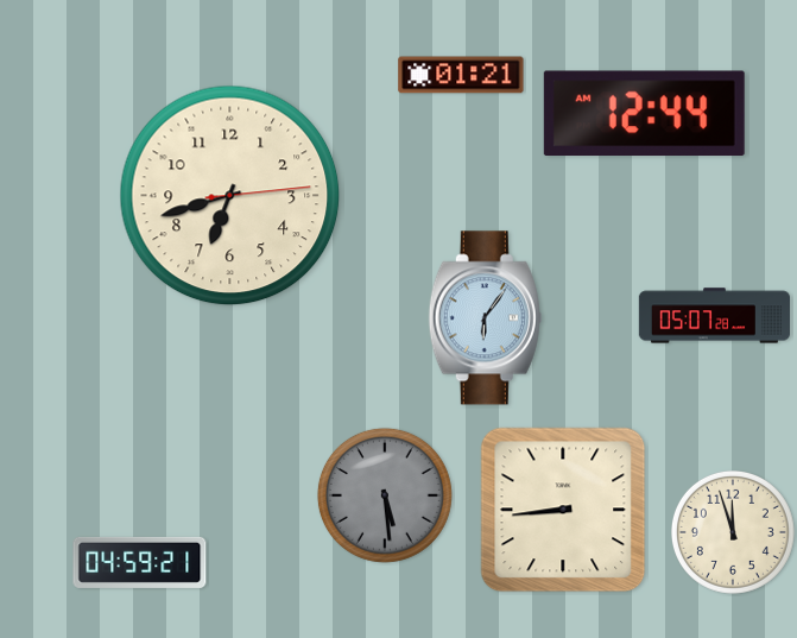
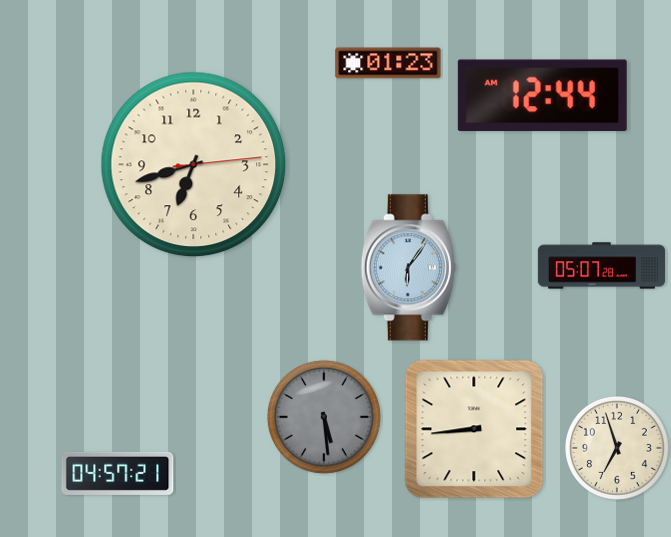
clock at (461, 75): 01:21 -> 01:23
clock at (733, 532): 11:57 -> 6:57
clock at (140, 562): 04:59 -> 04:57
